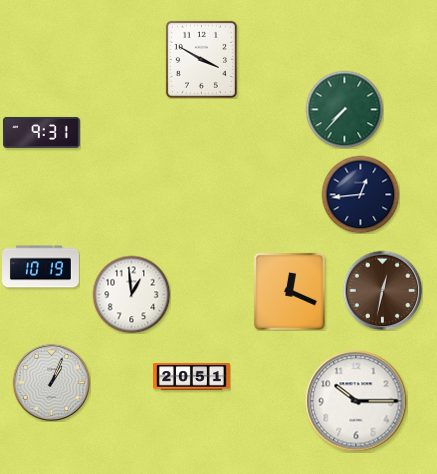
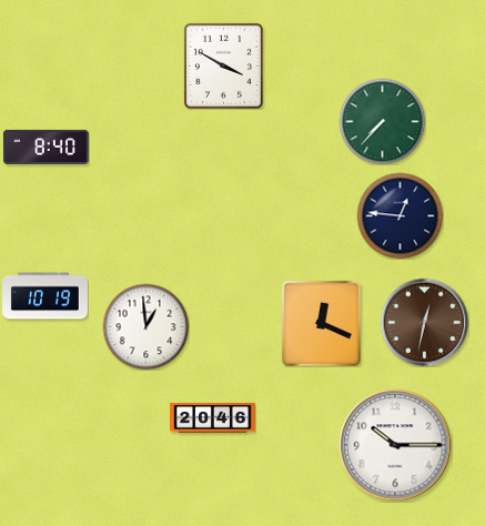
clock at (41, 132): 9:31 -> 8:40
clock at (360, 194): 12:44 -> 12:46
clock at (192, 377): 20:51 -> 20:46
clock at (51, 382): 1:04 -> none
